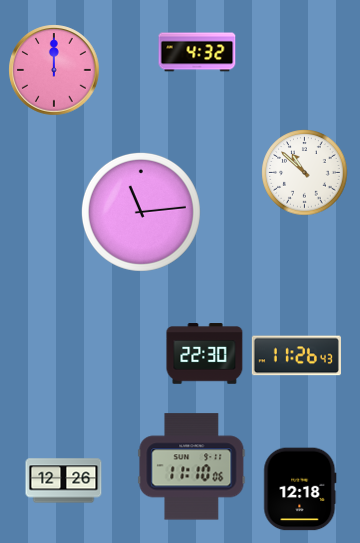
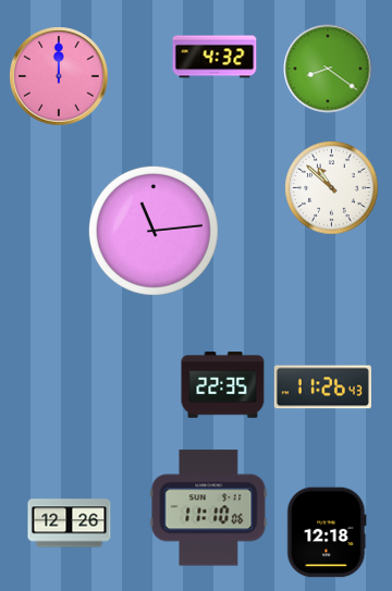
clock at (328, 69): none -> 8:21
clock at (205, 354): 22:30 -> 22:35
